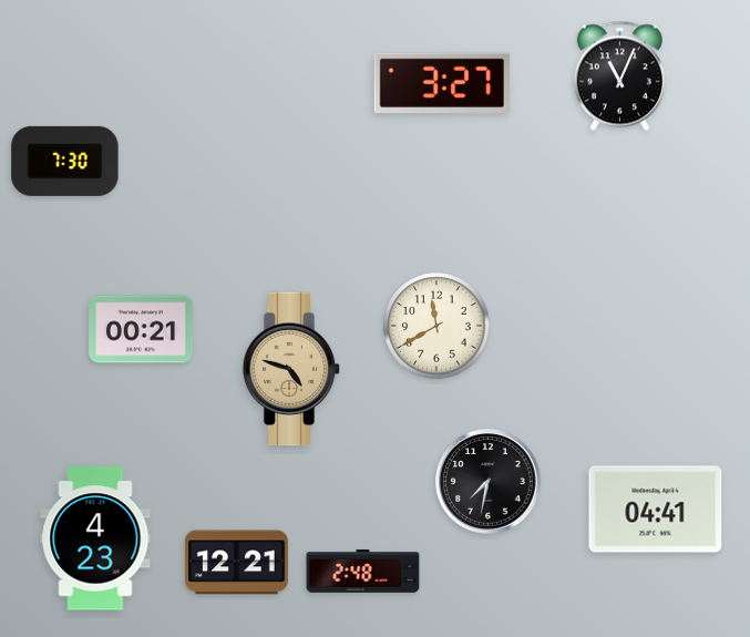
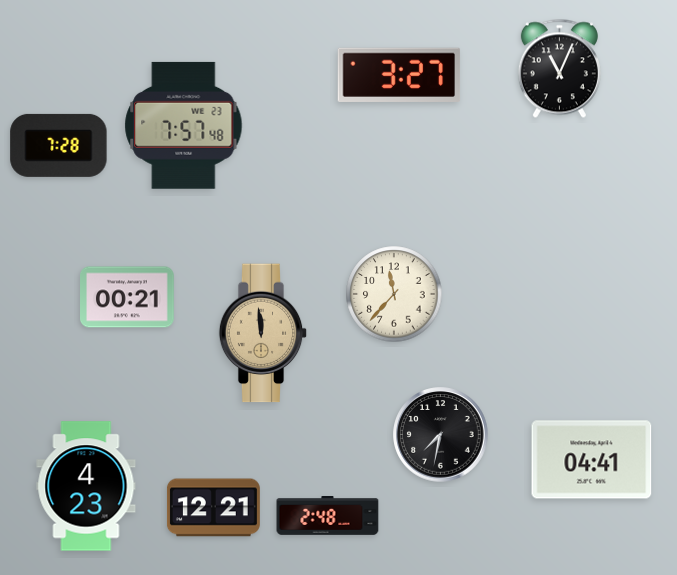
clock at (184, 125): none -> 7:57
clock at (65, 161): 7:30 -> 7:28
clock at (436, 326): 11:40 -> 11:37
clock at (291, 369): 4:48 -> 11:59
